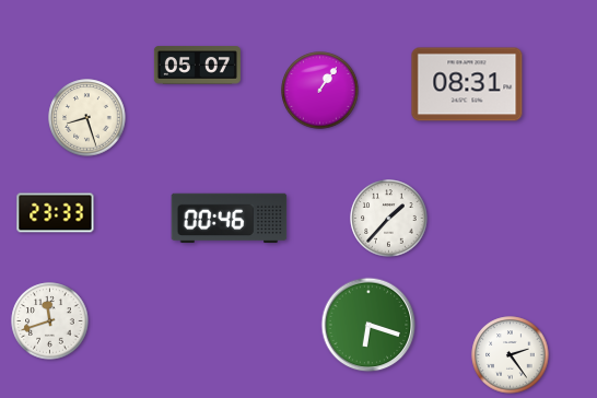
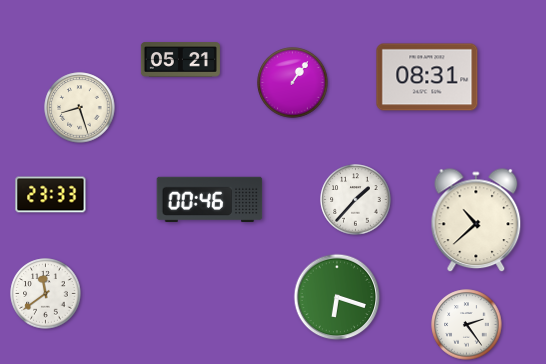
clock at (197, 66): 05:07 -> 05:21
clock at (476, 221): none -> 10:38
clock at (50, 321): 11:42 -> 11:39
